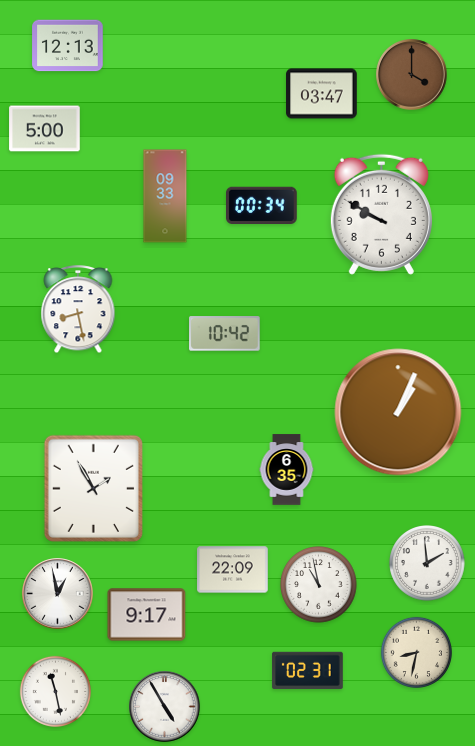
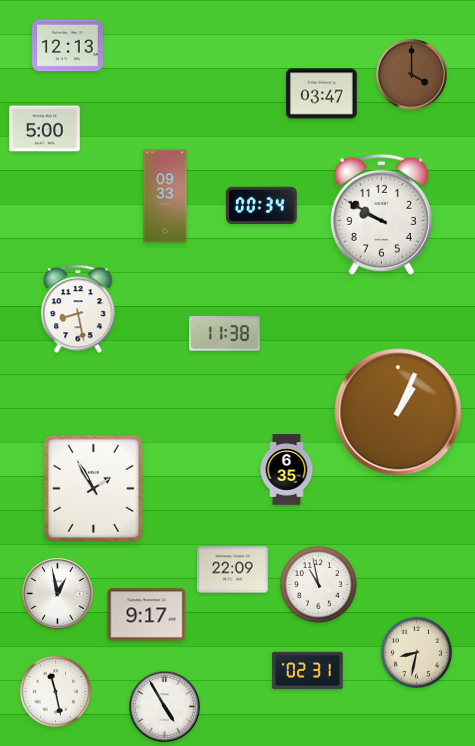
clock at (225, 334): 10:42 -> 11:38
clock at (428, 564): 1:59 -> none
